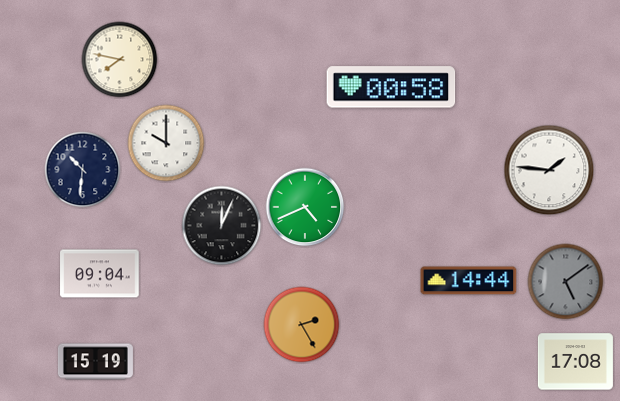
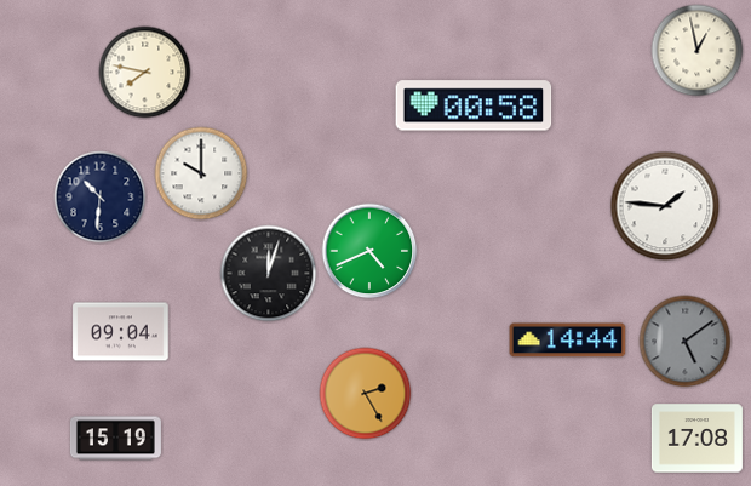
clock at (698, 51): none -> 12:58
clock at (83, 170) position: (83, 170) -> (101, 198)
clock at (222, 226): 12:04 -> 12:03
